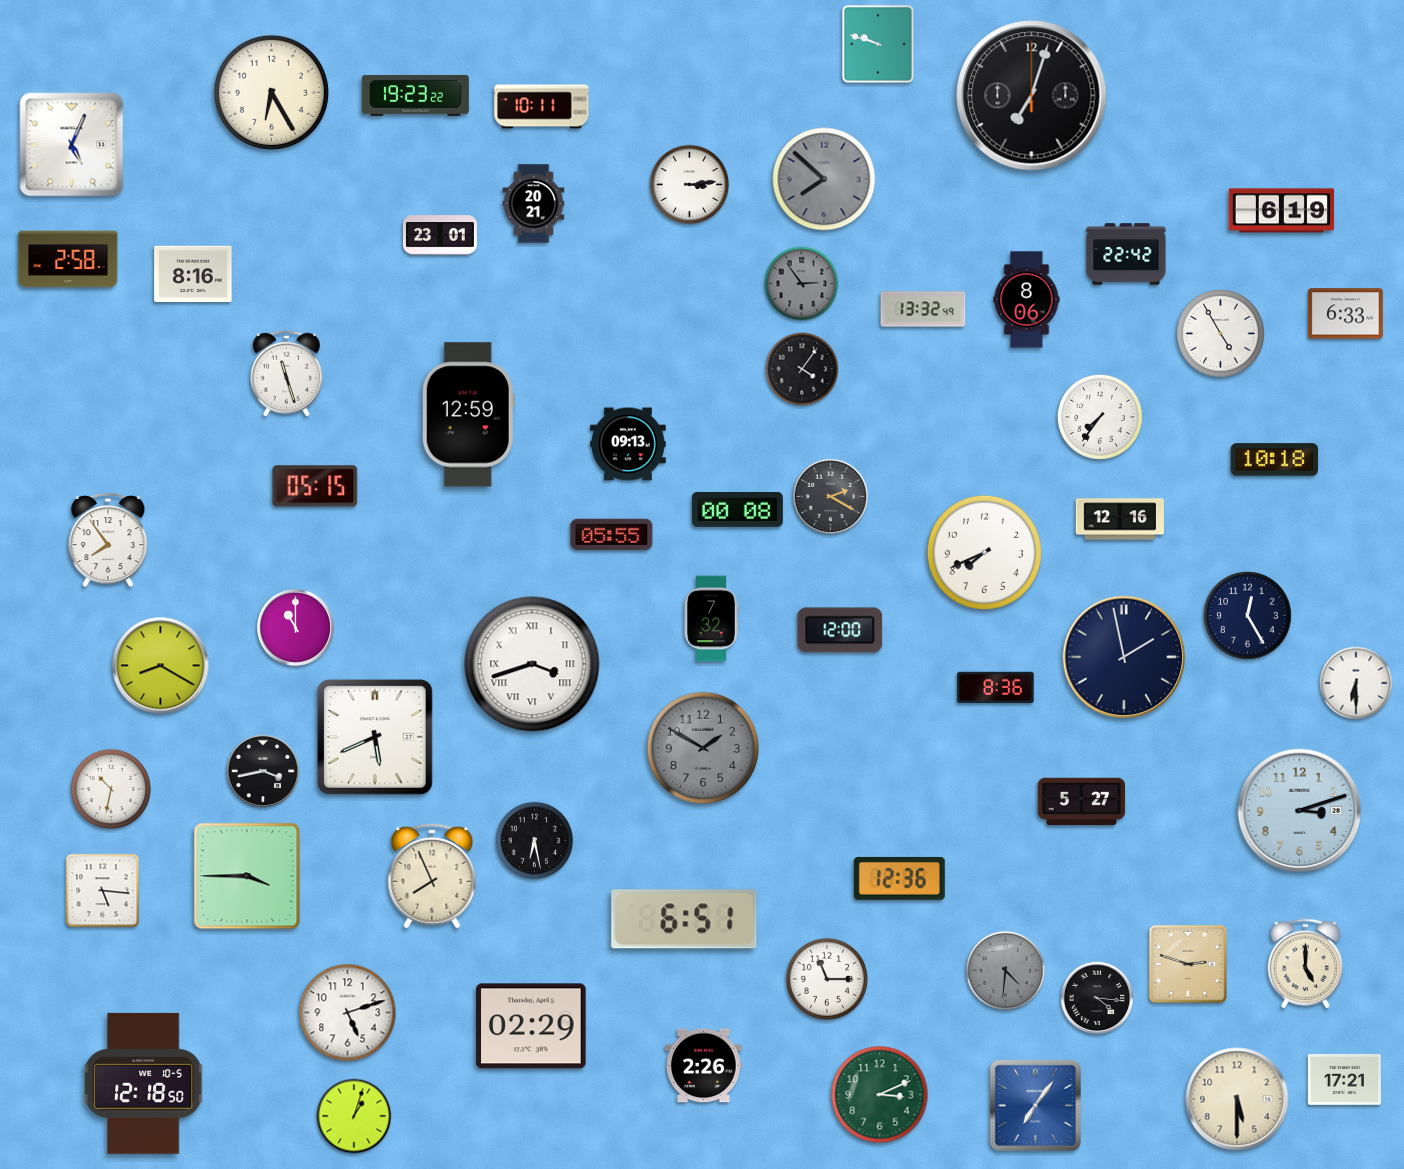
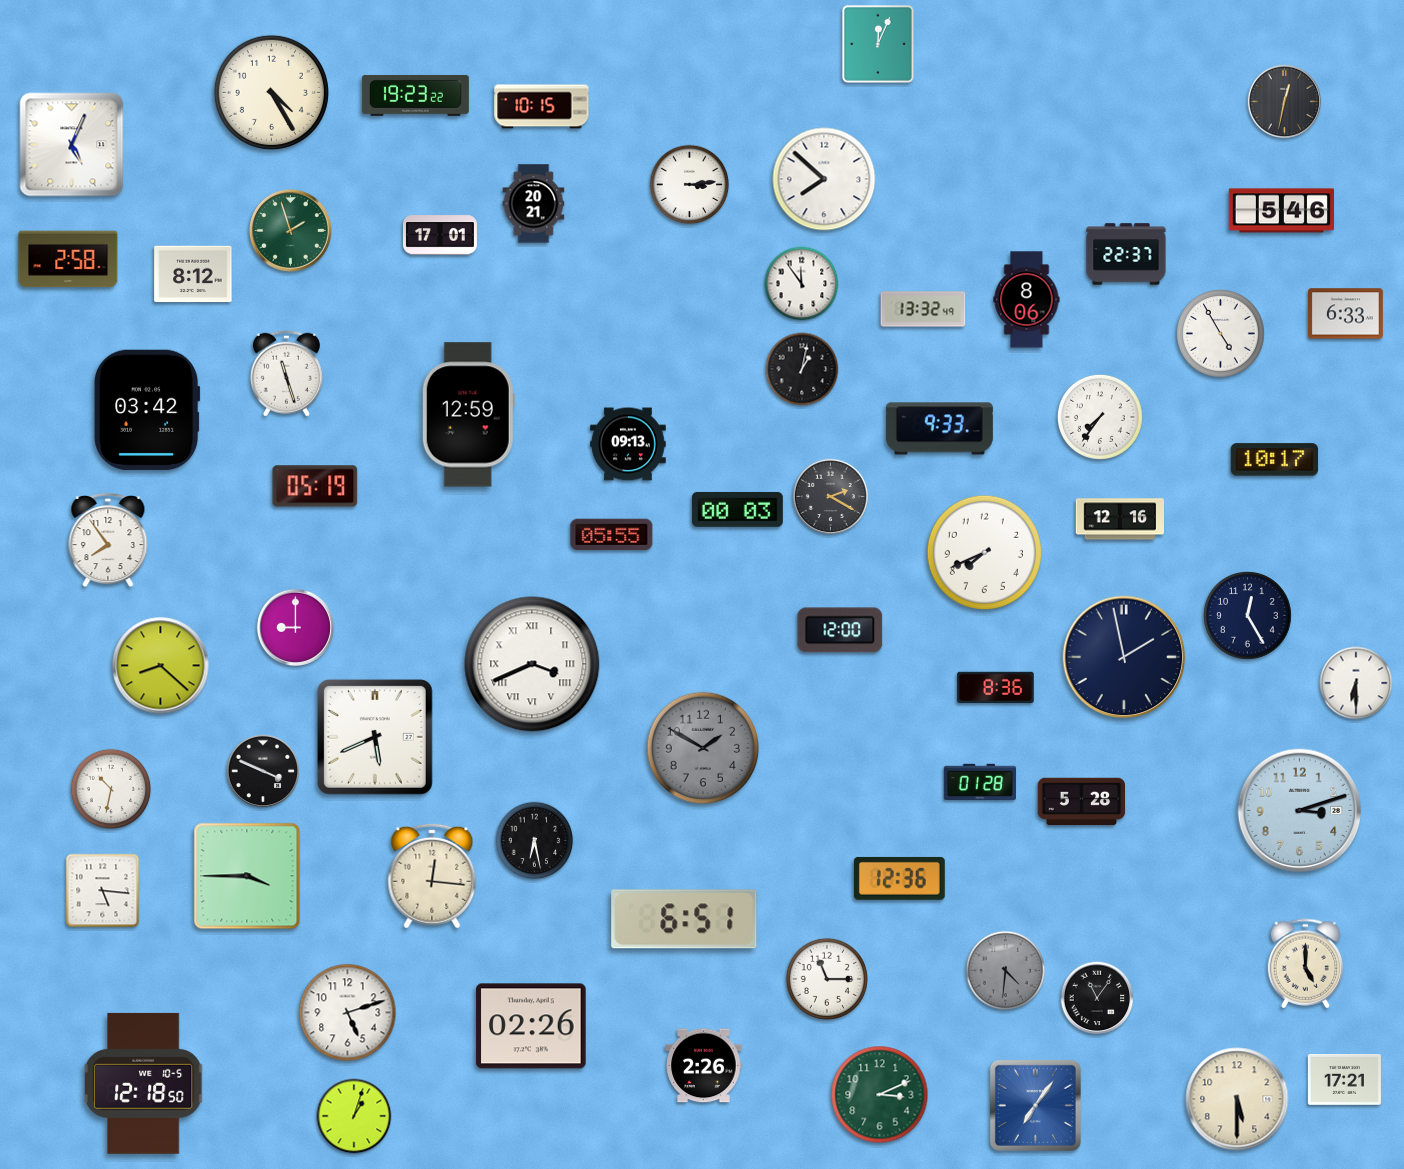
clock at (878, 44): 9:48 -> 12:04
clock at (271, 92): 6:25 -> 4:25
clock at (1032, 96): 7:03 -> none
clock at (1285, 102): none -> 12:32
clock at (542, 107): 10:11 -> 10:15
clock at (824, 179) dial: grey -> white
clock at (1281, 211): 6:19 -> 5:46
clock at (290, 230): none -> 1:57
clock at (440, 235): 23:01 -> 17:01
clock at (1126, 254): 22:42 -> 22:37
clock at (193, 274): 8:16 -> 8:12
clock at (802, 284): 2:54 -> 11:54
clock at (802, 284) dial: grey -> white
clock at (802, 369): 4:06 -> 1:02
clock at (147, 409): none -> 03:42
clock at (939, 429): none -> 9:33
clock at (1275, 460): 10:18 -> 10:17
clock at (315, 486): 05:15 -> 05:19
clock at (737, 509): 00:08 -> 00:03
clock at (711, 619): 7:32 -> none
clock at (295, 627): 11:00 -> 9:00
clock at (532, 664): 3:42 -> 3:41
clock at (161, 666): 8:20 -> 8:22
clock at (263, 771): 3:43 -> 3:49
clock at (979, 781): none -> 01:28
clock at (1082, 802): 5:27 -> 5:28
clock at (432, 876): 7:56 -> 12:16
clock at (1188, 964): 2:48 -> none
clock at (1097, 998): 4:16 -> 11:06
clock at (531, 1026): 02:29 -> 02:26
